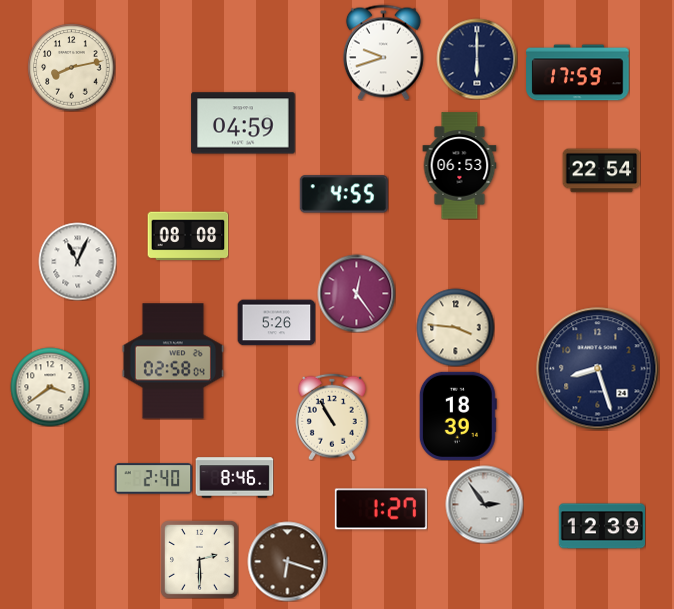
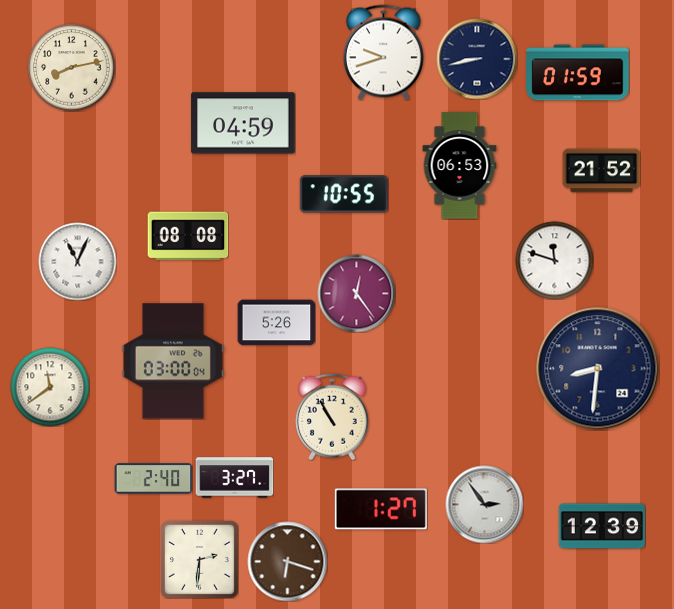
clock at (477, 59): 6:00 -> 8:43
clock at (578, 73): 17:59 -> 01:59
clock at (601, 171): 22:54 -> 21:52
clock at (344, 194): 4:55 -> 10:55
clock at (554, 260): none -> 11:48
clock at (455, 327): 3:46 -> none
clock at (173, 361): 02:58 -> 03:00
clock at (598, 369): 8:27 -> 8:31
clock at (50, 387): 3:39 -> 11:39
clock at (458, 416): 18:39 -> none
clock at (234, 478): 8:46 -> 3:27
clock at (199, 559): 2:30 -> 2:31
